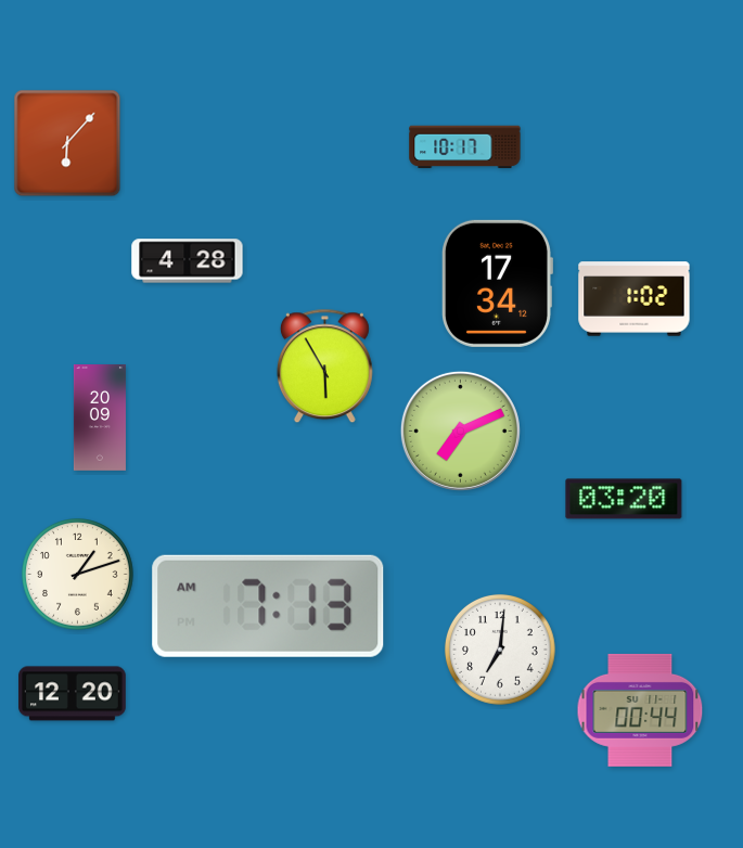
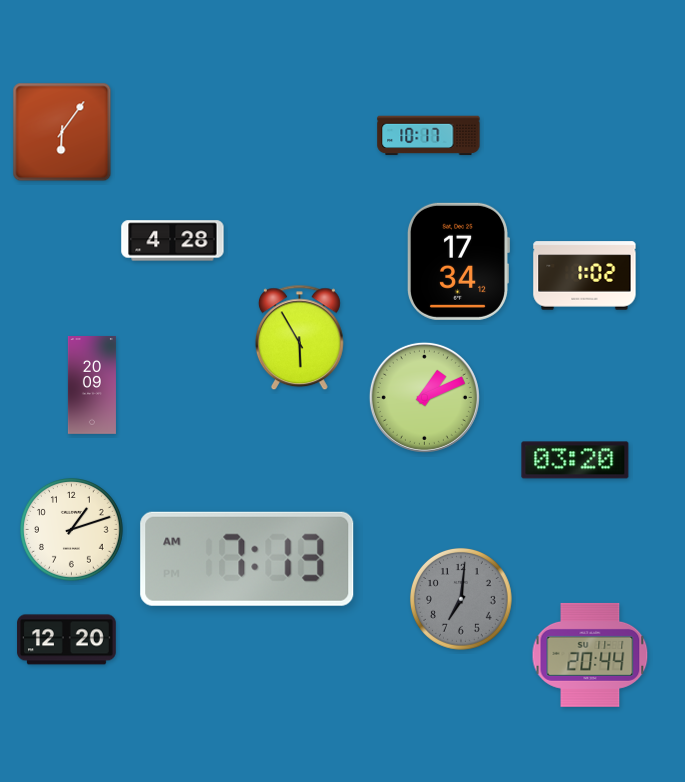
clock at (67, 143): 6:07 -> 6:06
clock at (460, 431): 7:11 -> 1:11
clock at (500, 650) dial: white -> grey
clock at (640, 710): 00:44 -> 20:44
